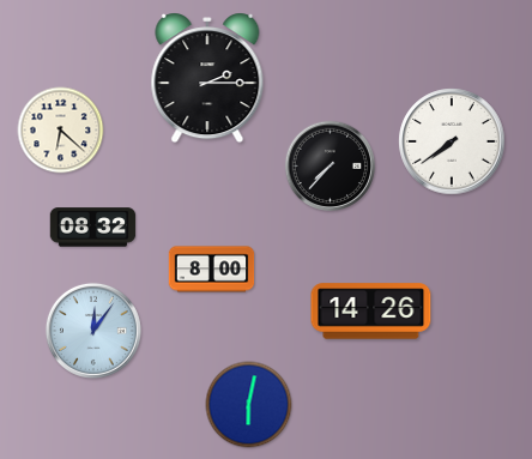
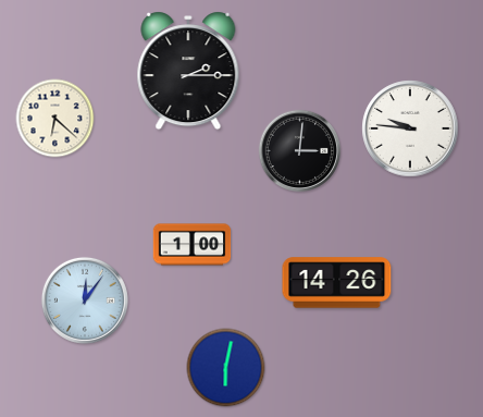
clock at (452, 141): 7:39 -> 9:46
clock at (330, 165): 7:37 -> 3:01
clock at (93, 228): 08:32 -> none
clock at (212, 270): 8:00 -> 1:00
